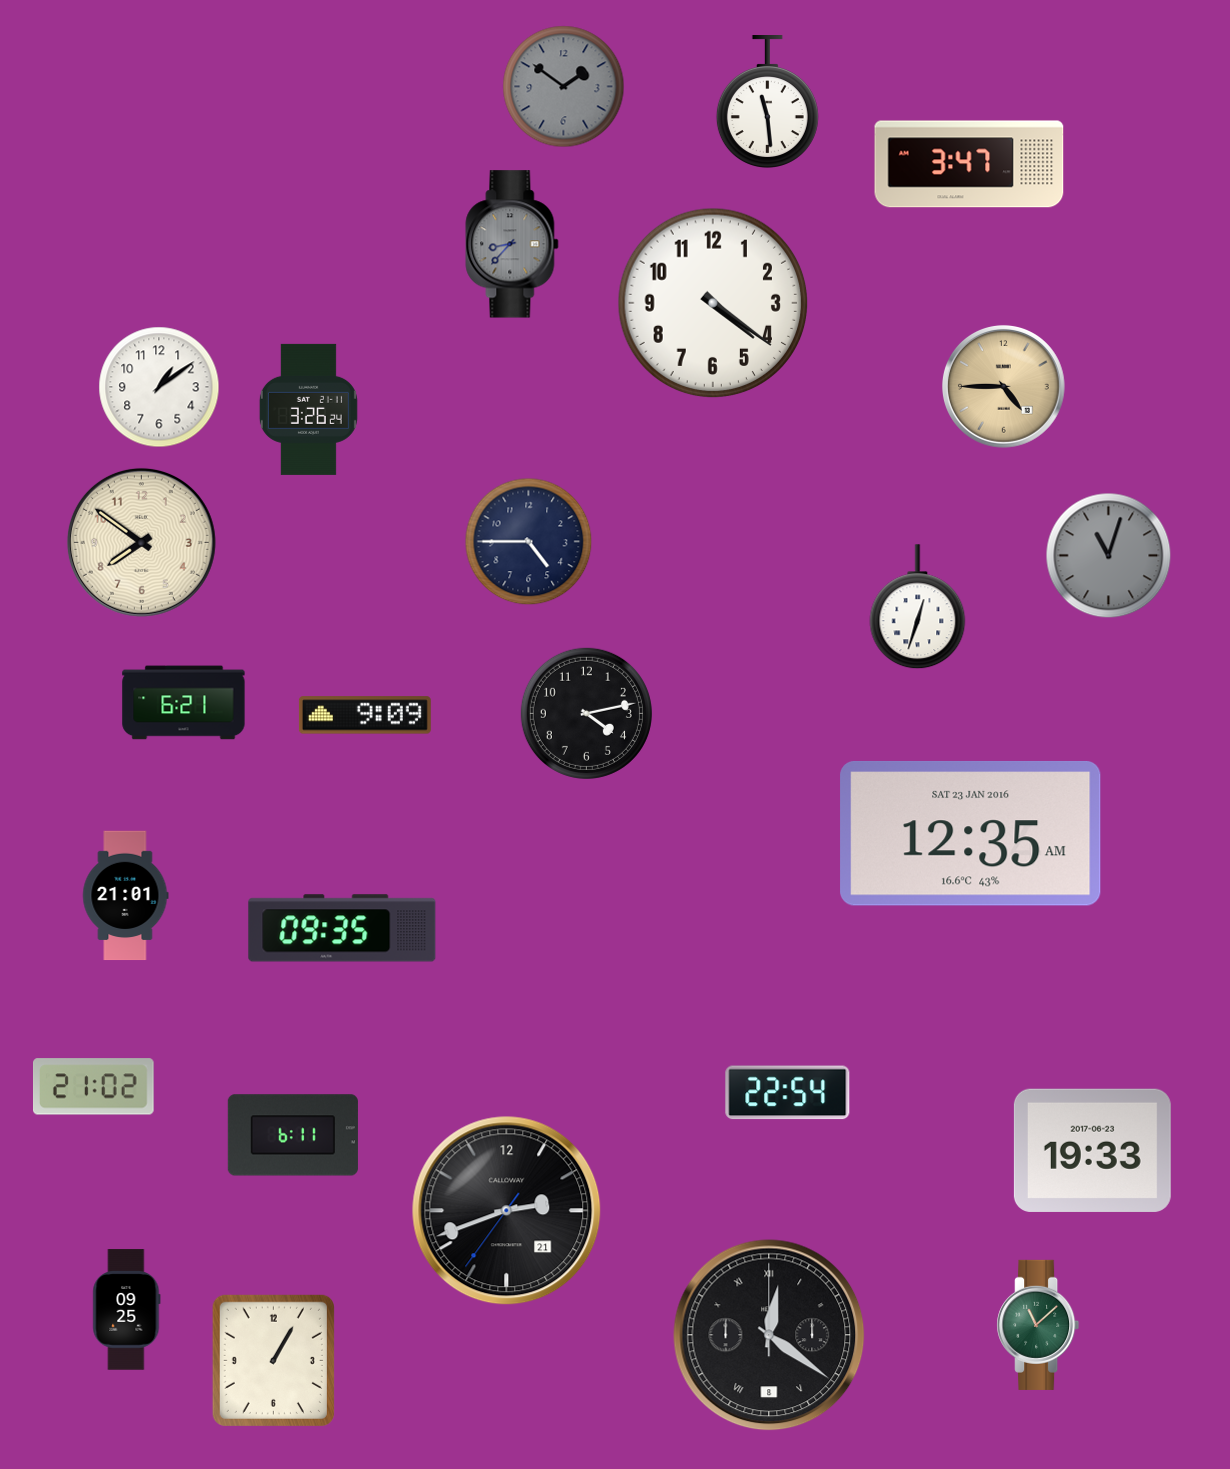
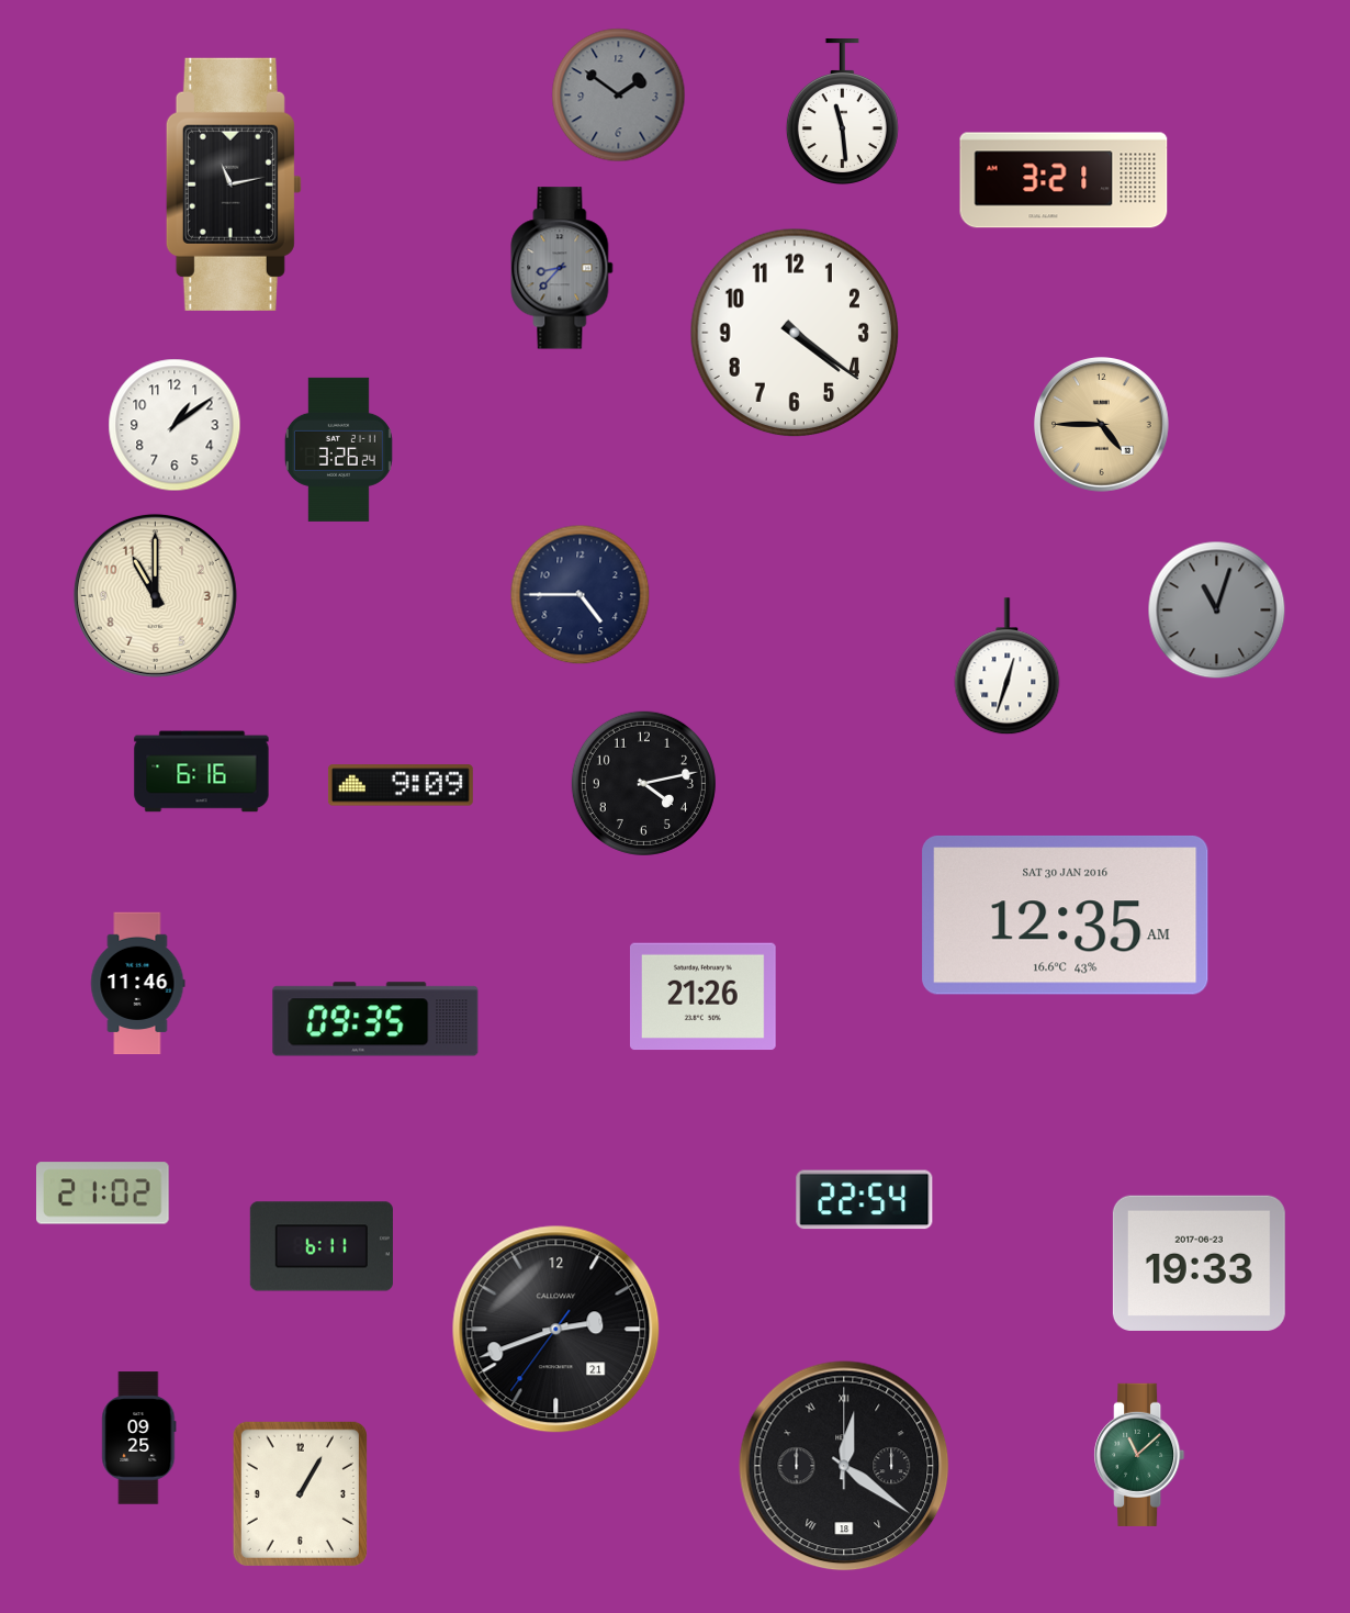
clock at (969, 164): 3:47 -> 3:21
clock at (234, 184): none -> 11:13
clock at (713, 303) position: (713, 303) -> (795, 333)
clock at (141, 542): 7:51 -> 11:00
clock at (184, 703): 6:21 -> 6:16
clock at (971, 833) date: SAT 23 JAN 2016 -> SAT 30 JAN 2016
clock at (126, 896): 21:01 -> 11:46
clock at (702, 997): none -> 21:26
clock at (769, 1335) date: 8 -> 18
